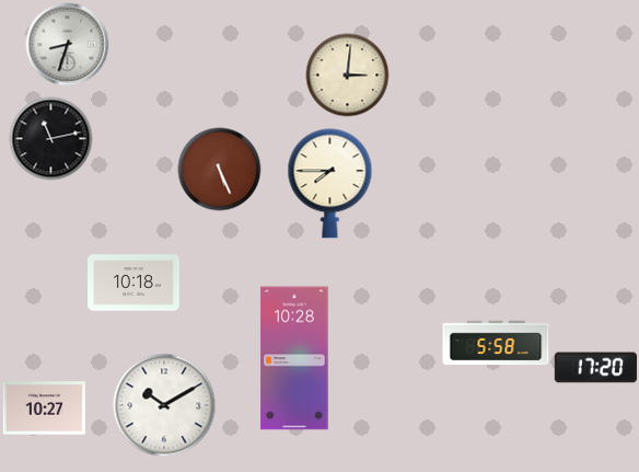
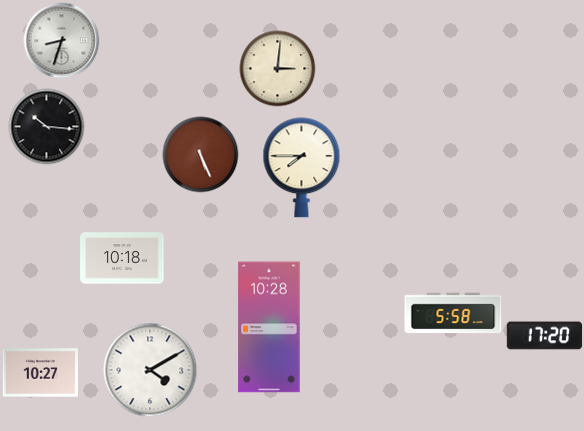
clock at (348, 76) position: (348, 76) -> (278, 69)
clock at (51, 139): 11:13 -> 10:16
clock at (164, 405): 10:10 -> 4:10
